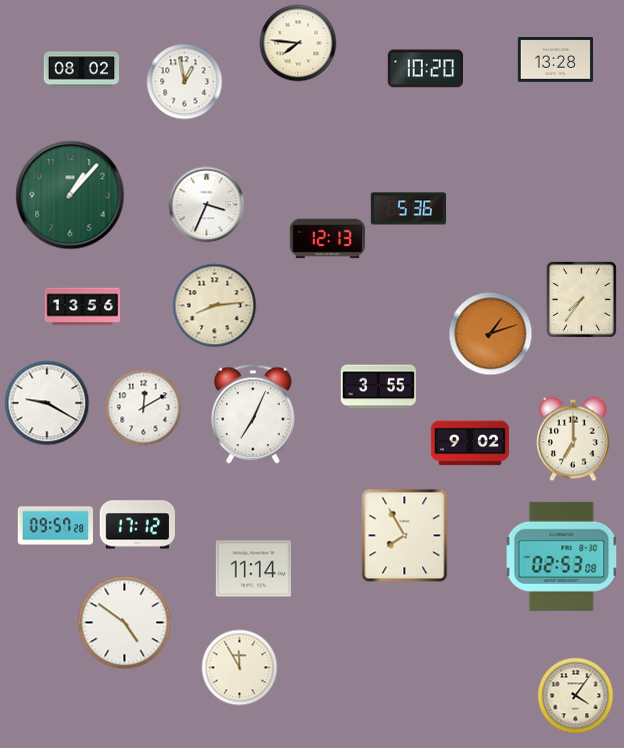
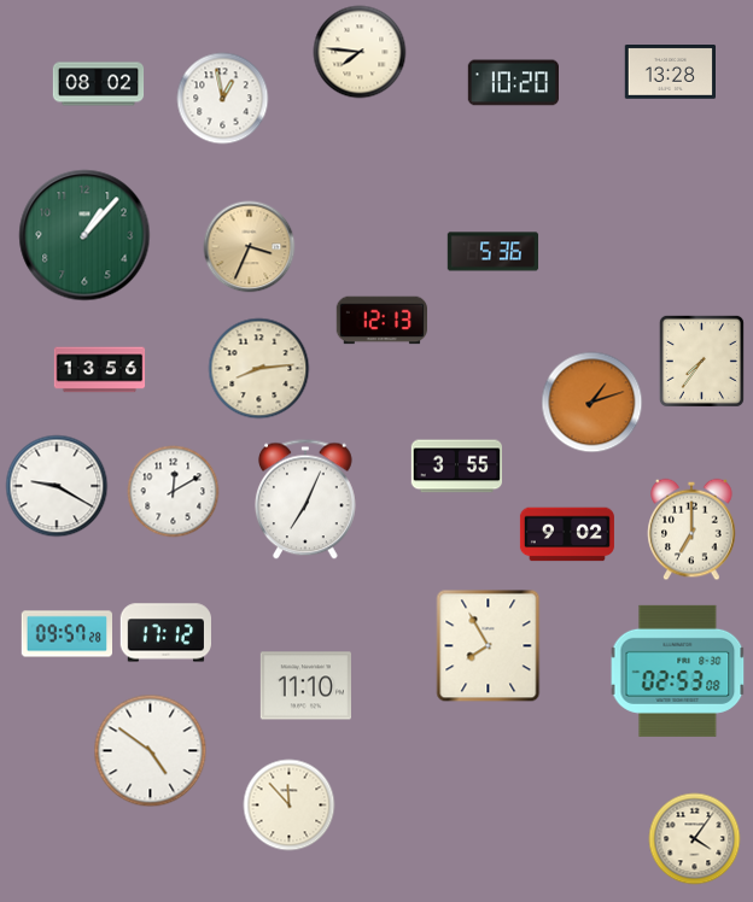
clock at (207, 205) dial: white -> champagne
clock at (327, 239) position: (327, 239) -> (381, 321)
clock at (253, 569): 11:14 -> 11:10
clock at (240, 668): 11:55 -> 11:53
